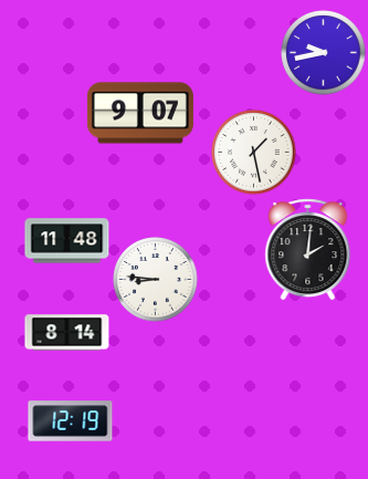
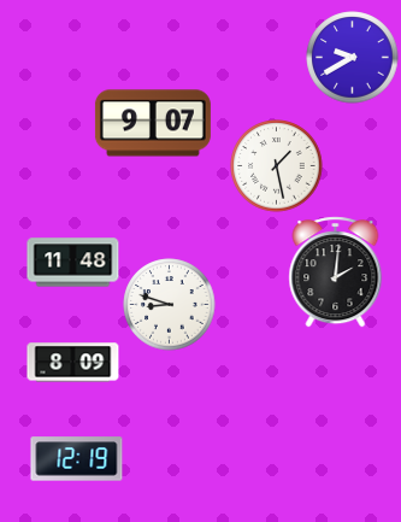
clock at (324, 53): 9:43 -> 9:40
clock at (156, 280): 8:46 -> 8:48
clock at (67, 333): 8:14 -> 8:09
